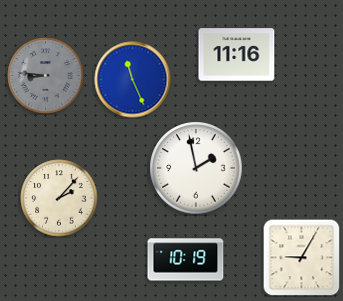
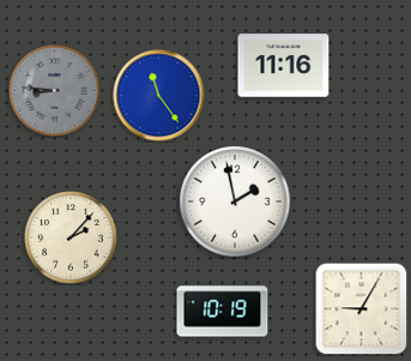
clock at (133, 80): 11:26 -> 11:24
